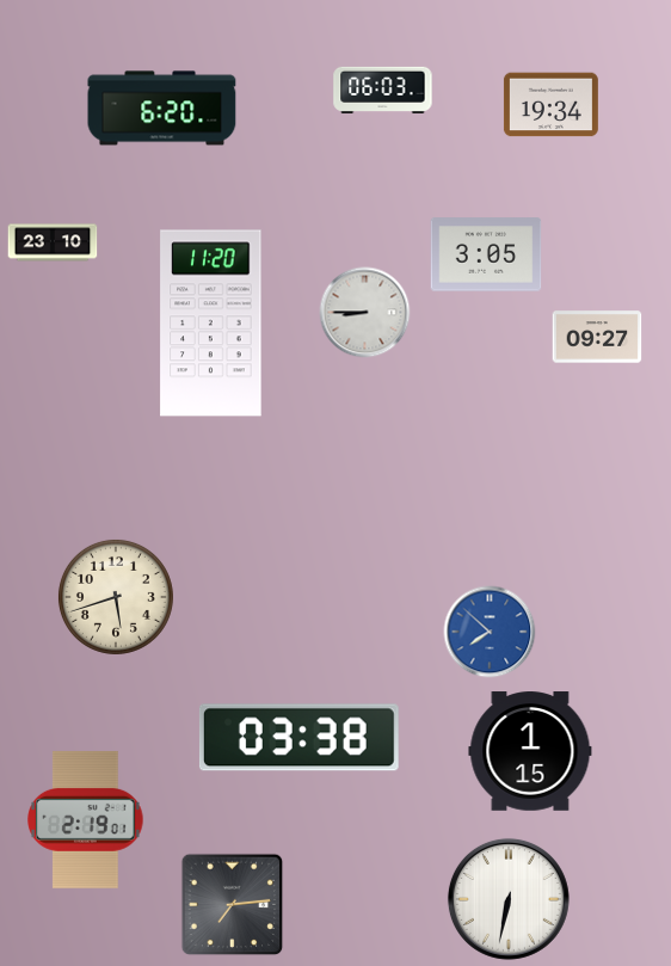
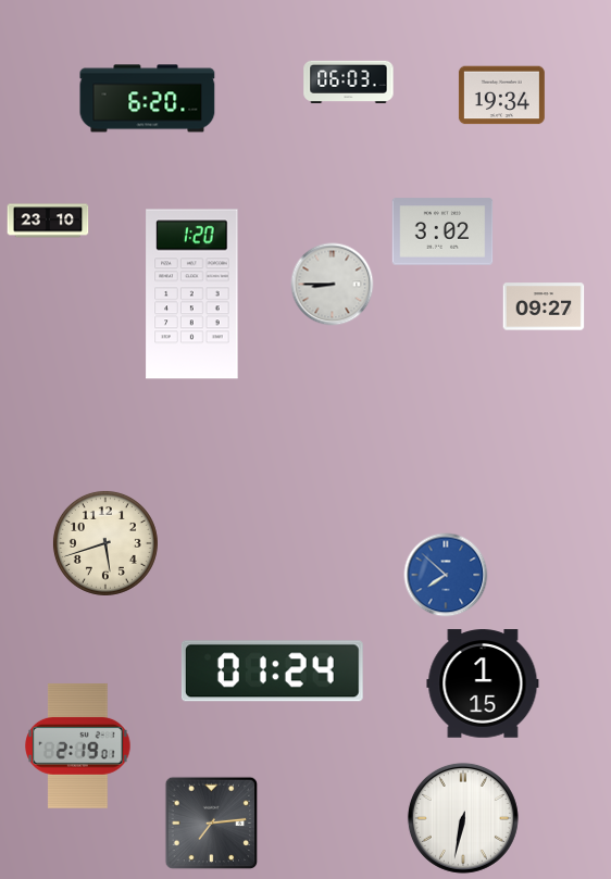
clock at (486, 254): 3:05 -> 3:02
clock at (211, 324): 11:20 -> 1:20
clock at (298, 738): 03:38 -> 01:24
